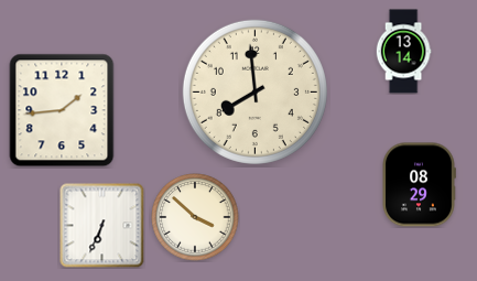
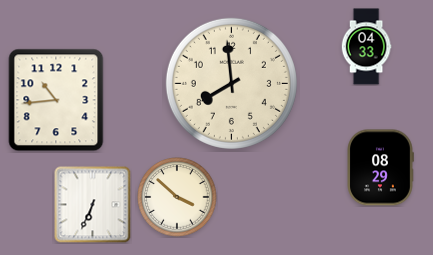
clock at (403, 52): 13:14 -> 04:33
clock at (62, 110): 1:44 -> 10:44
